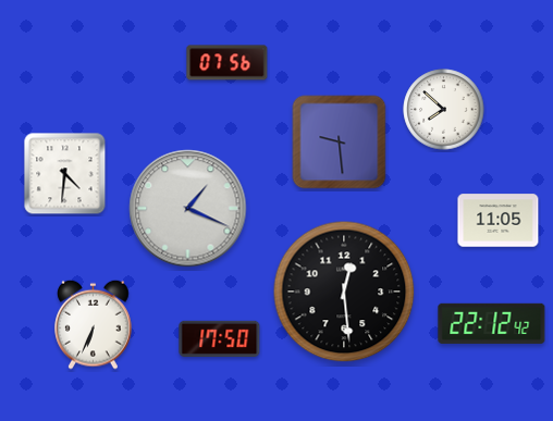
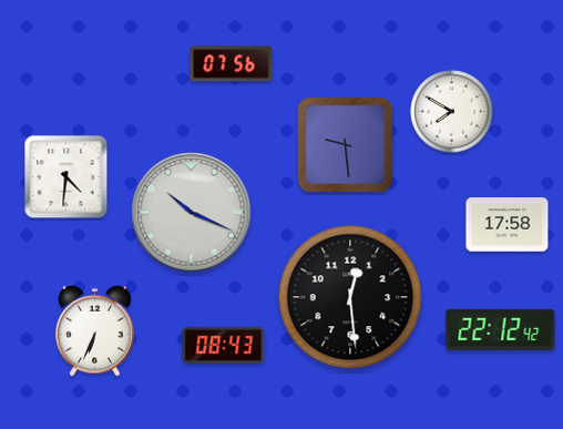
clock at (444, 110): 7:52 -> 7:50
clock at (188, 209): 1:19 -> 10:19
clock at (499, 221): 11:05 -> 17:58
clock at (220, 338): 17:50 -> 08:43
